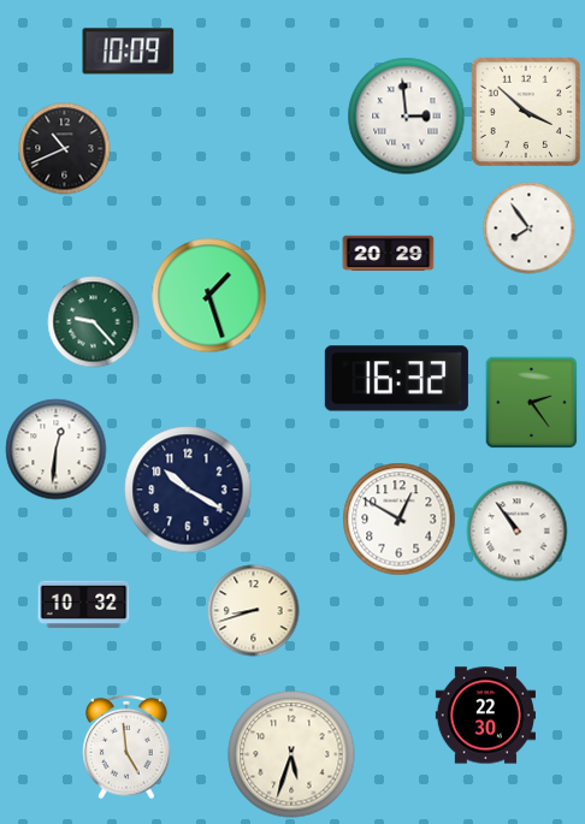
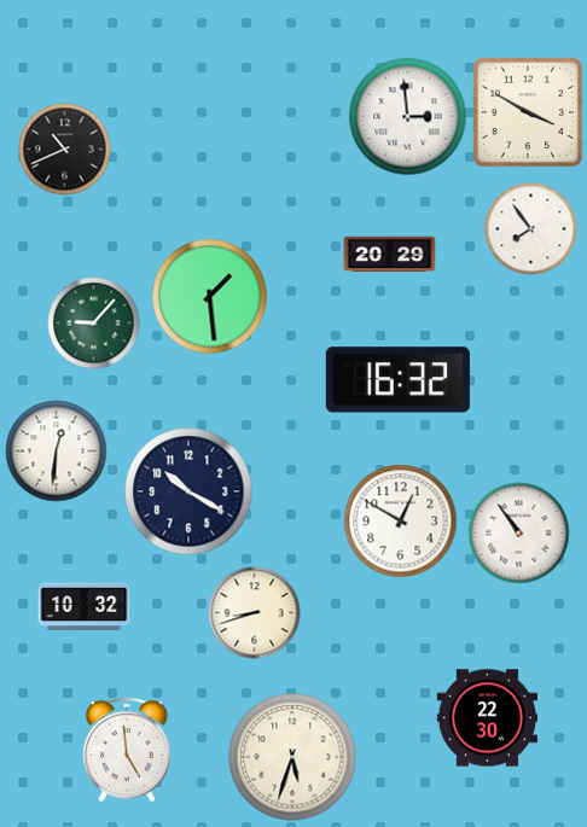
clock at (129, 52): 10:09 -> none
clock at (525, 111): 3:52 -> 3:50
clock at (209, 296): 1:27 -> 1:29
clock at (94, 322): 9:23 -> 9:07
clock at (531, 402): 2:24 -> none
